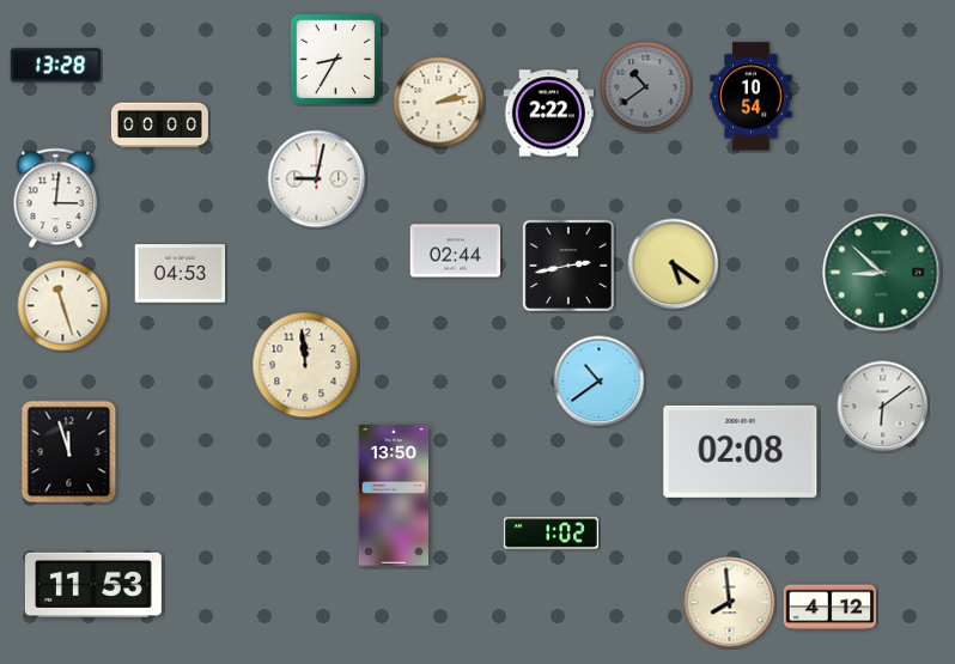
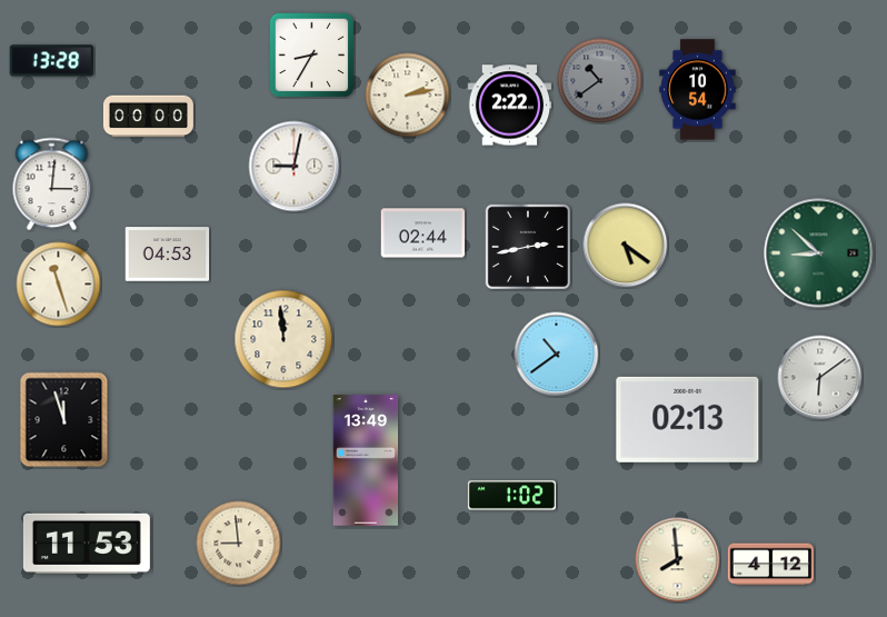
clock at (741, 451): 02:08 -> 02:13
clock at (394, 495): 13:50 -> 13:49
clock at (239, 544): none -> 8:59
